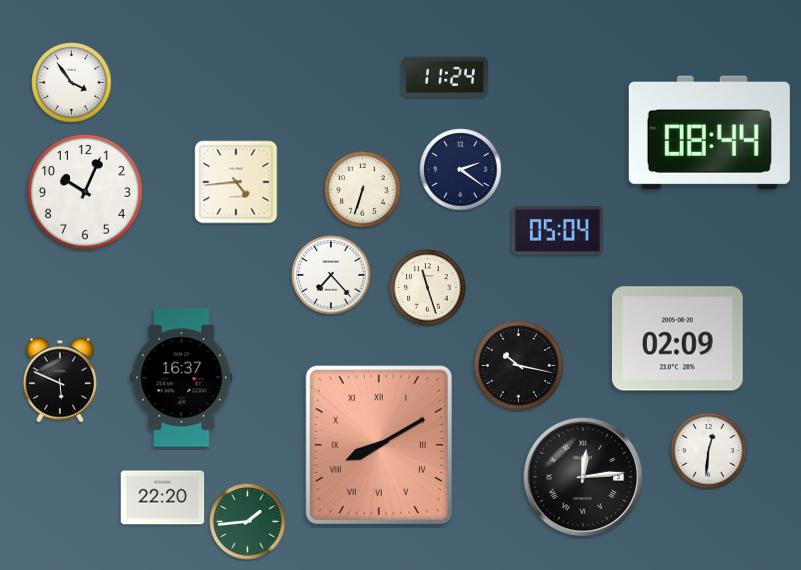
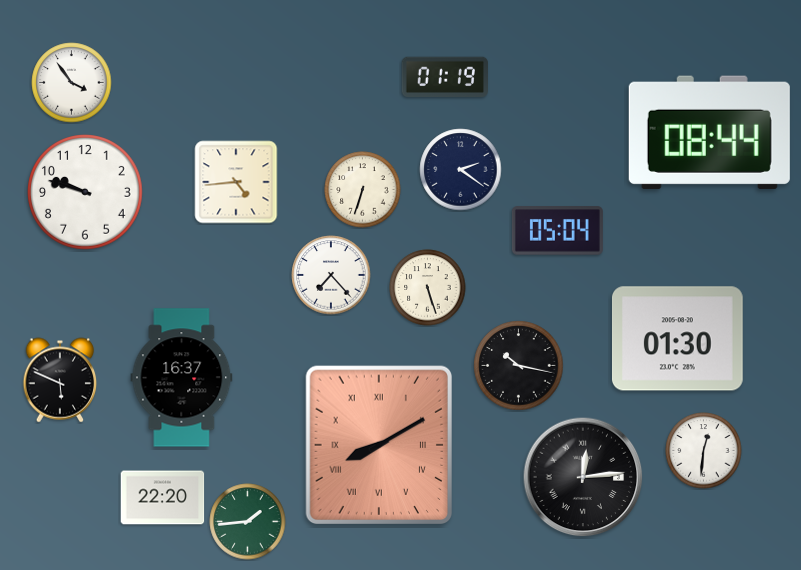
clock at (445, 77): 11:24 -> 01:19
clock at (86, 193): 10:04 -> 9:48
clock at (428, 288): 11:27 -> 5:27
clock at (677, 339): 02:09 -> 01:30
clock at (709, 451) position: (709, 451) -> (704, 451)
